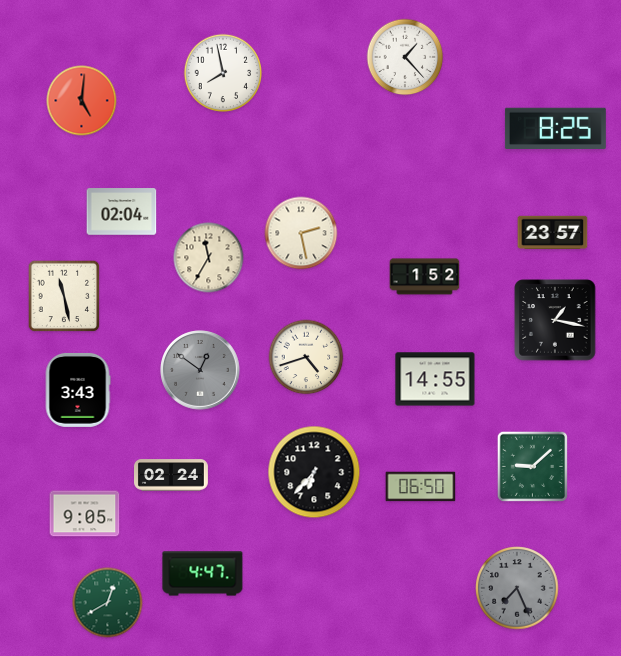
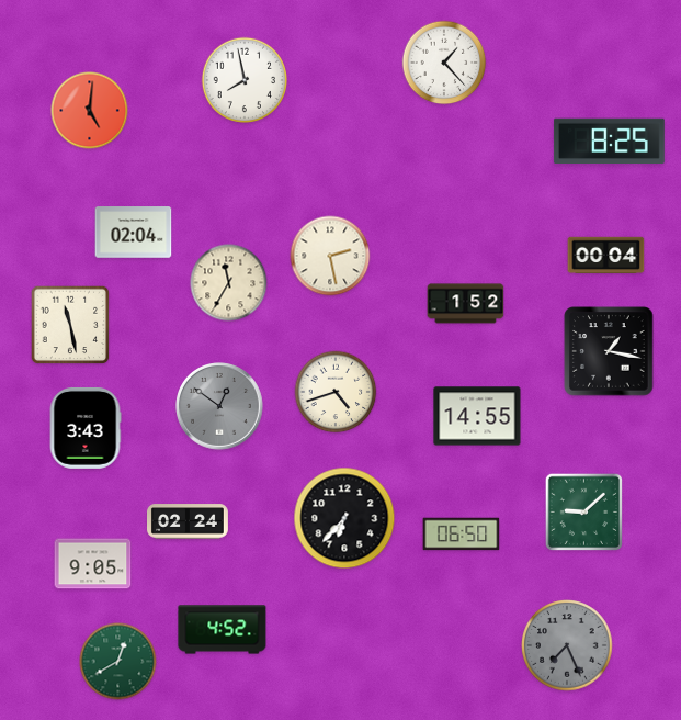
clock at (553, 233): 23:57 -> 00:04
clock at (203, 574): 4:47 -> 4:52
